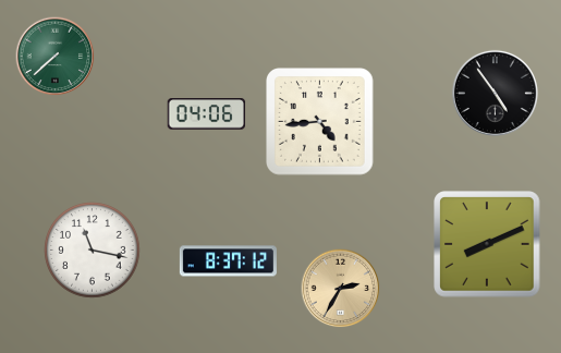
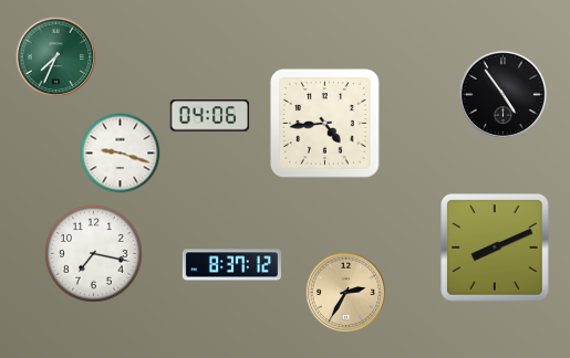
clock at (56, 57): 7:38 -> 7:34
clock at (121, 154): none -> 9:18
clock at (93, 251): 11:17 -> 7:17
